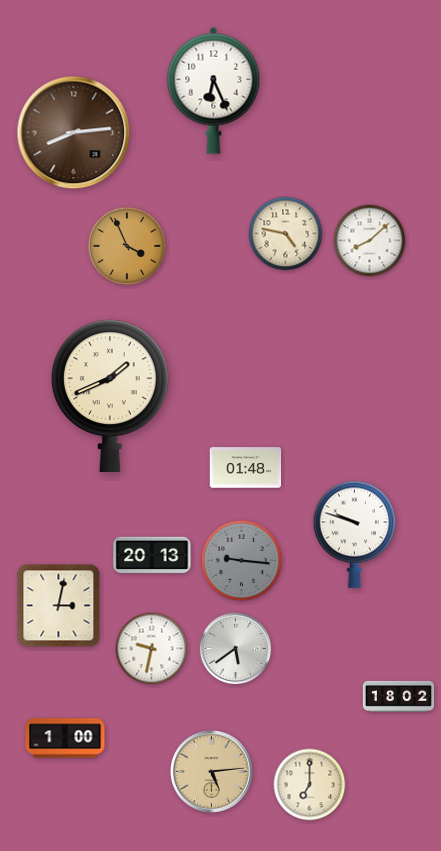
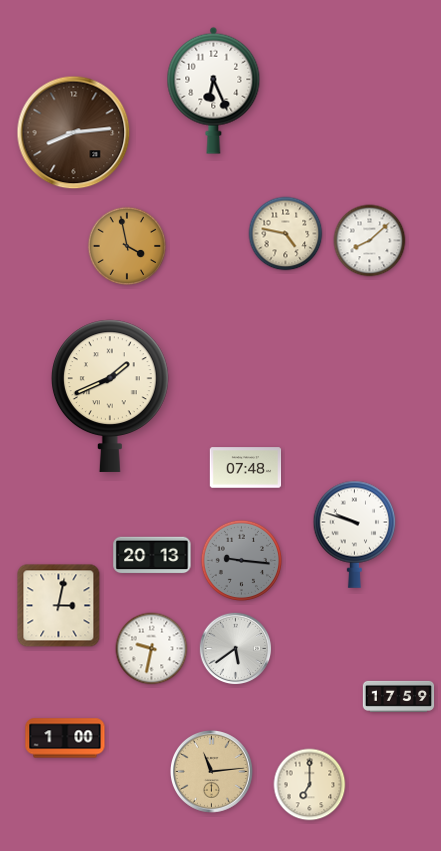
clock at (127, 246): 3:56 -> 3:58
clock at (246, 468): 01:48 -> 07:48
clock at (399, 696): 18:02 -> 17:59
clock at (212, 772): 5:14 -> 11:14
